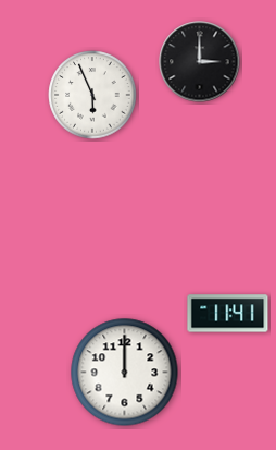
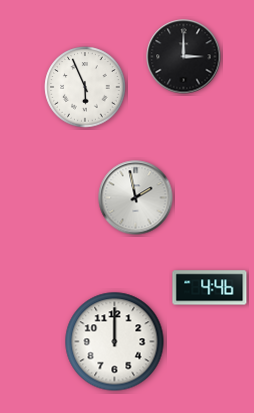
clock at (136, 198): none -> 1:58
clock at (228, 314): 11:41 -> 4:46
